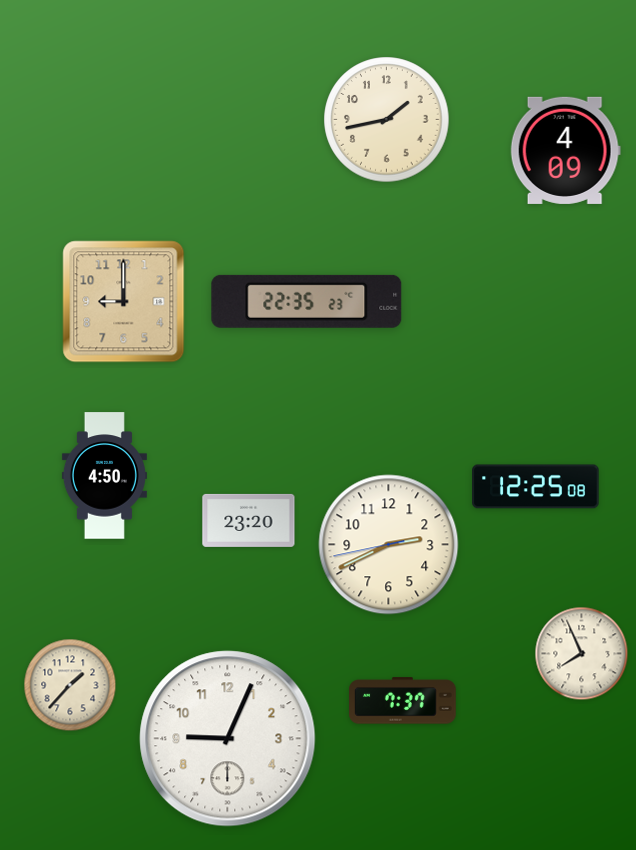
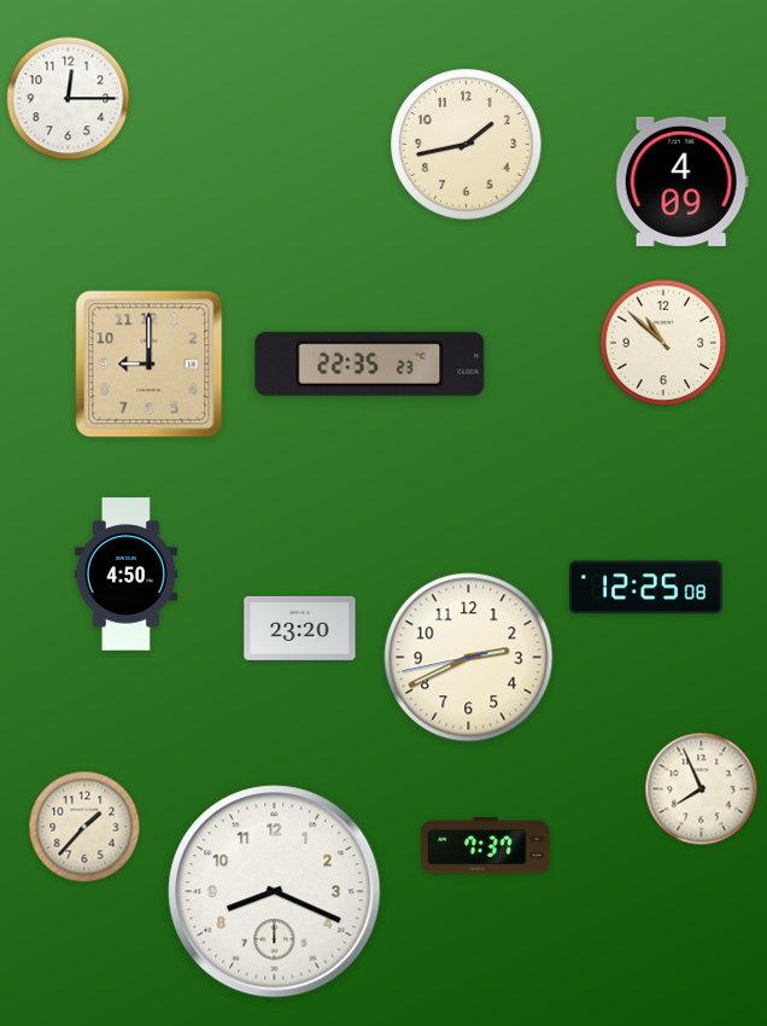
clock at (69, 99): none -> 12:15
clock at (663, 343): none -> 10:52
clock at (228, 739): 9:04 -> 8:19
